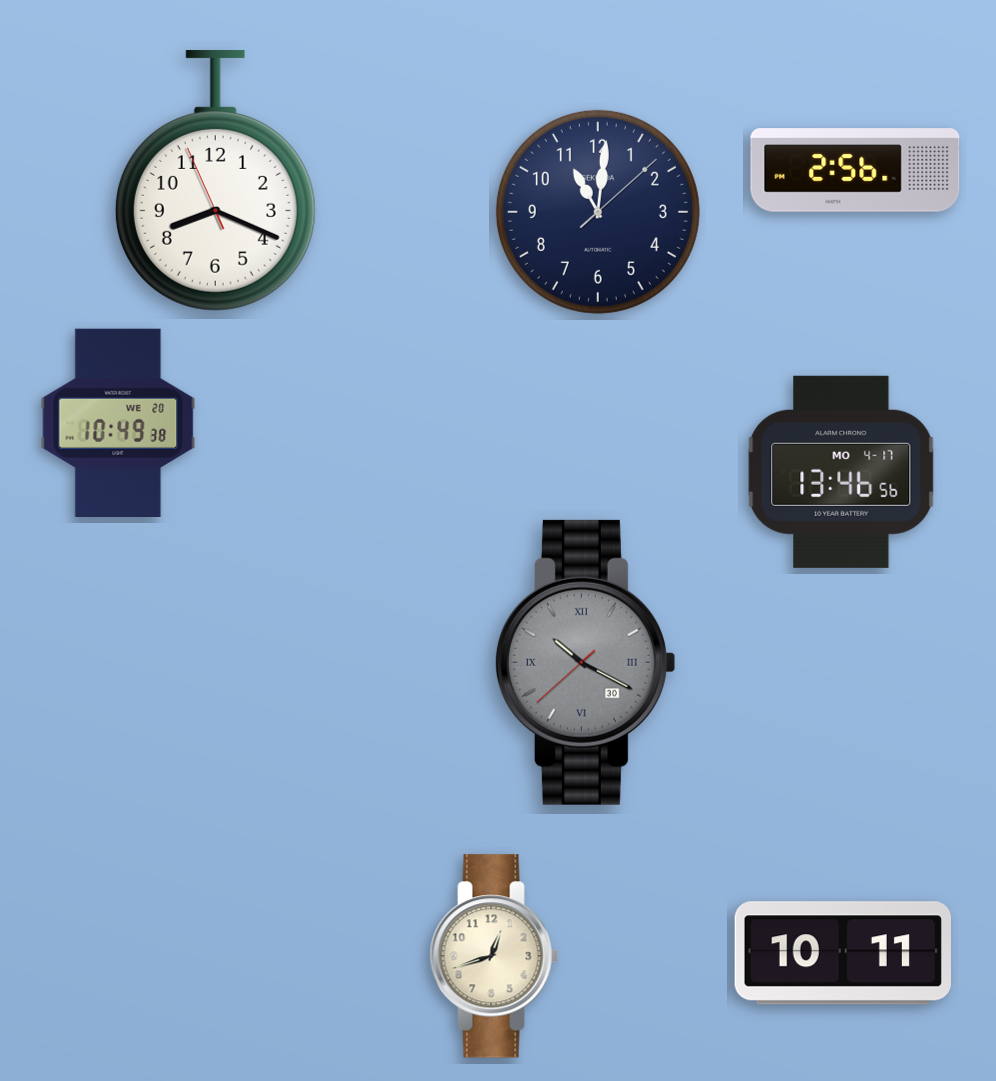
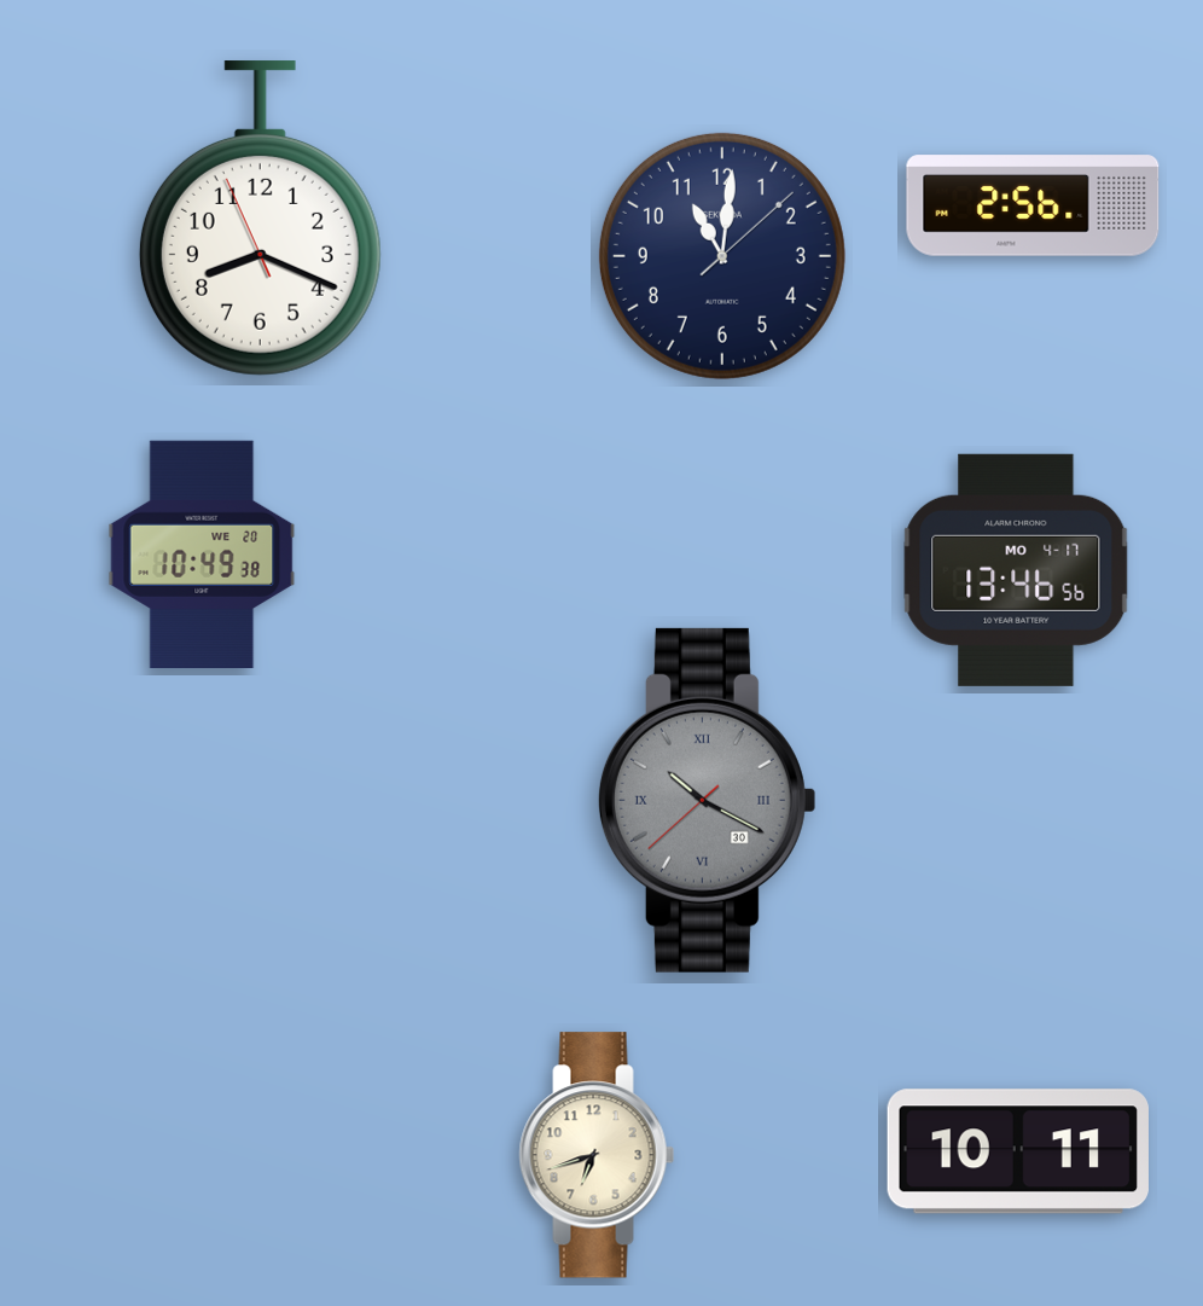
clock at (118, 422) position: (118, 422) -> (202, 553)
clock at (494, 956): 12:42 -> 6:42
